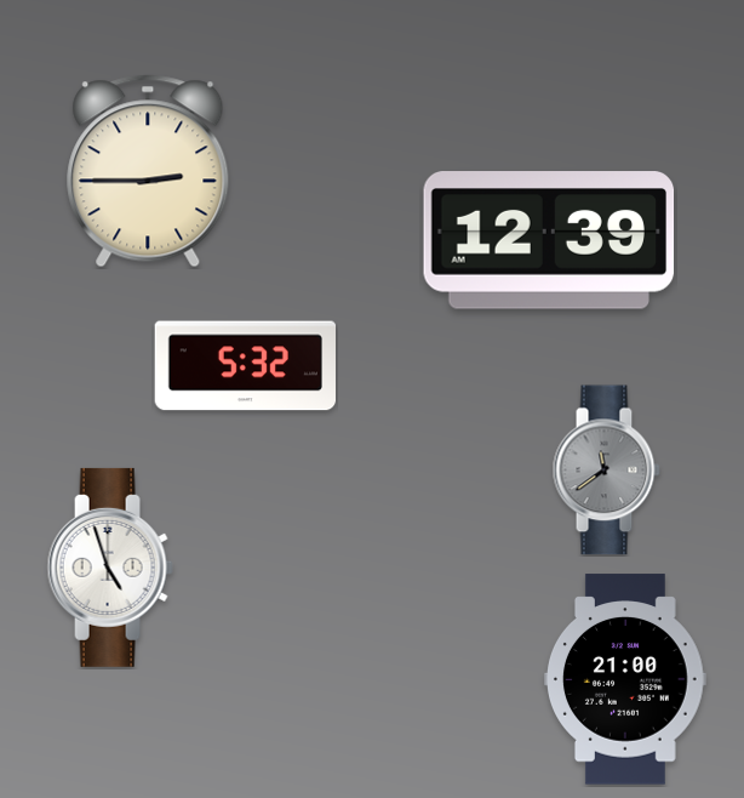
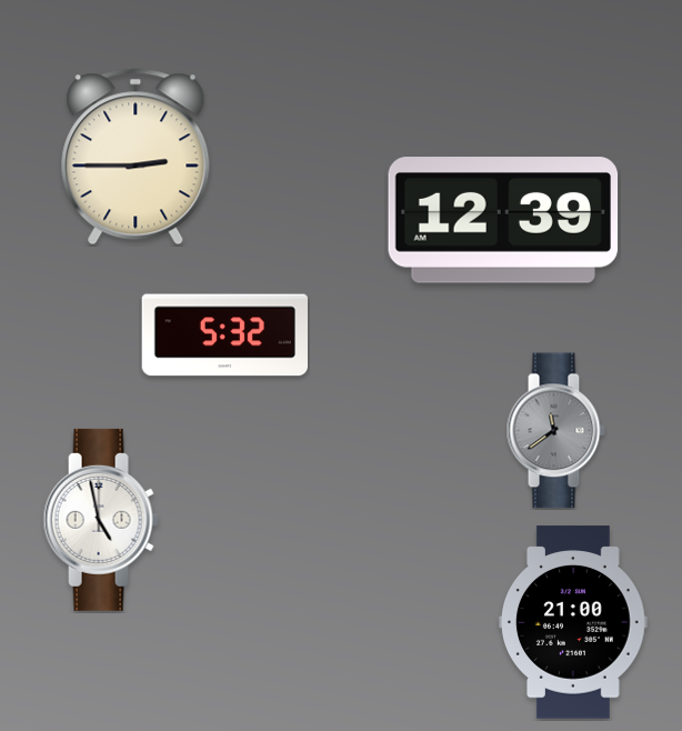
clock at (110, 568): 4:57 -> 4:58
